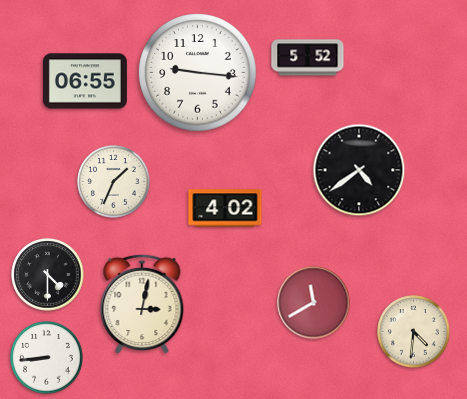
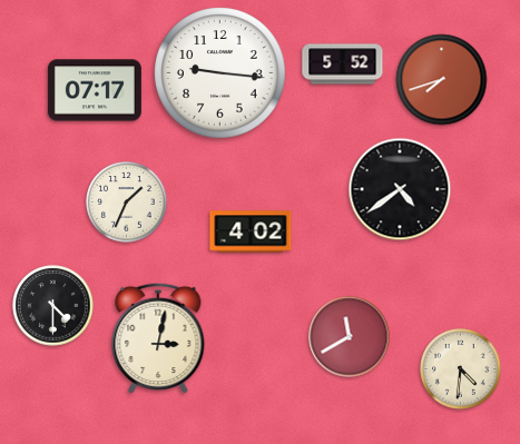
clock at (442, 80): none -> 7:42
clock at (198, 73) position: (198, 73) -> (220, 73)
clock at (85, 81): 06:55 -> 07:17
clock at (47, 358): 8:44 -> none
